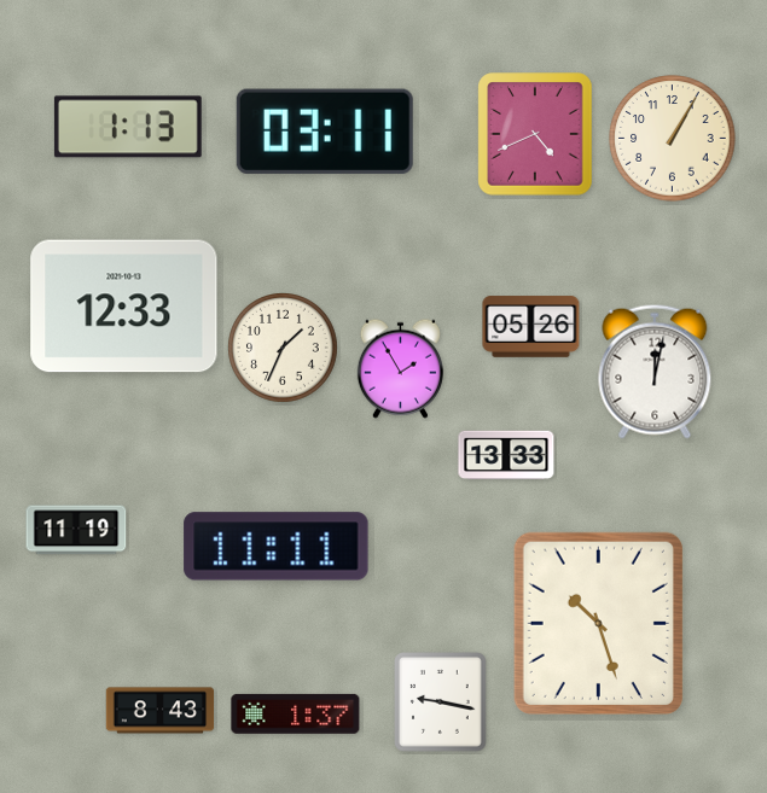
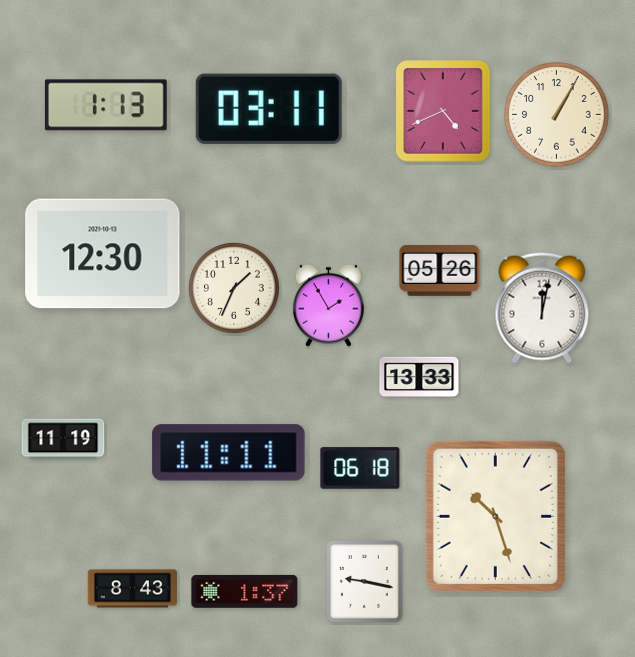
clock at (124, 307): 12:33 -> 12:30
clock at (400, 368) position: (400, 368) -> (328, 305)
clock at (360, 468): none -> 06:18
